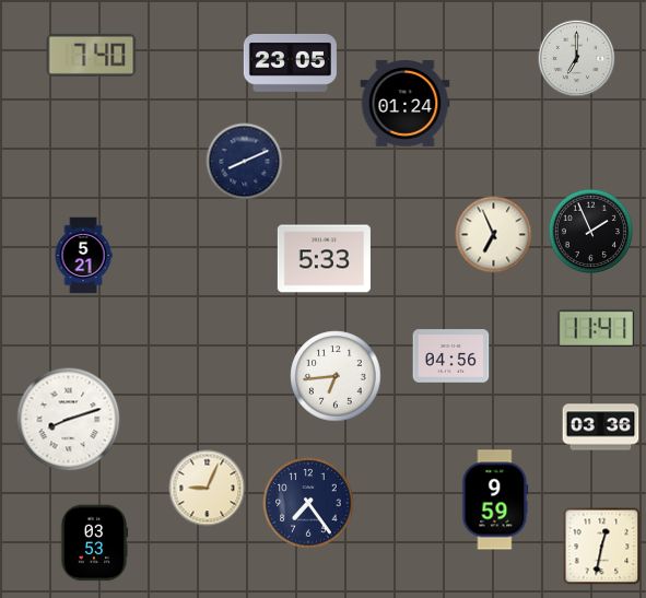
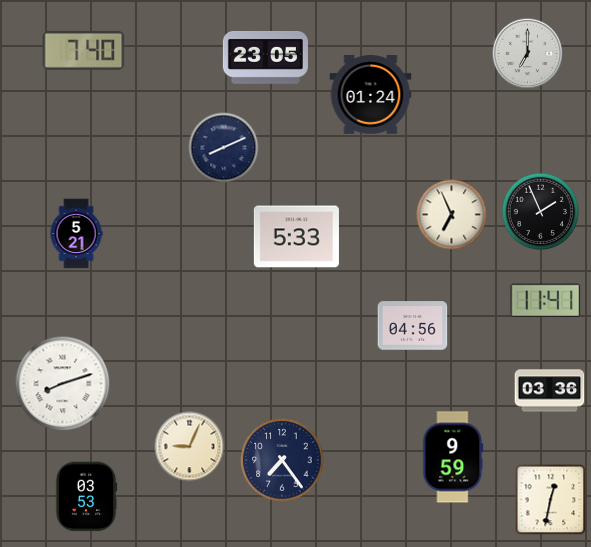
clock at (336, 376): 6:44 -> none
